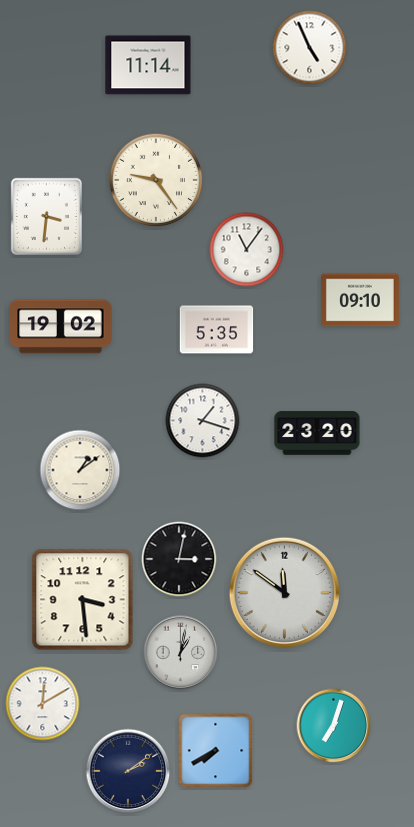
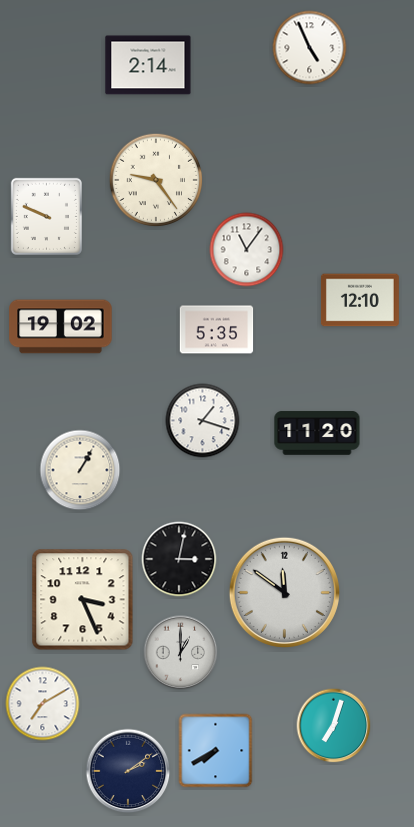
clock at (148, 65): 11:14 -> 2:14
clock at (46, 216): 3:31 -> 9:49
clock at (360, 300): 09:10 -> 12:10
clock at (317, 433): 23:20 -> 11:20
clock at (80, 470): 1:09 -> 1:05
clock at (83, 600): 3:29 -> 3:26
clock at (181, 653): 1:02 -> 1:00
clock at (43, 704): 12:10 -> 7:10
